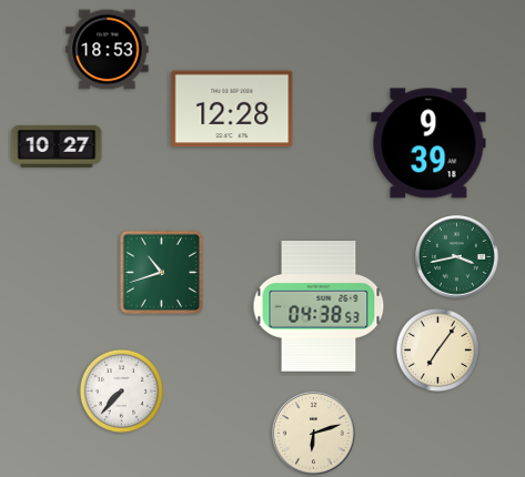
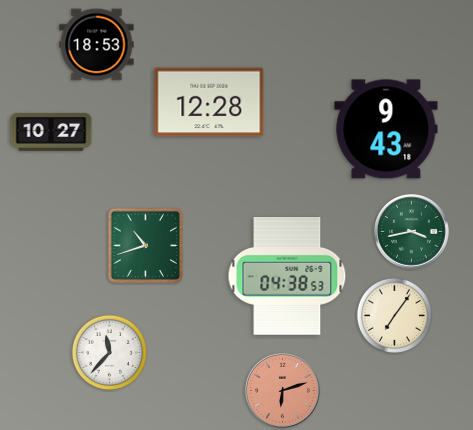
clock at (232, 109) position: (232, 109) -> (209, 102)
clock at (428, 143): 9:39 -> 9:43
clock at (121, 390): 7:37 -> 11:37
clock at (314, 434) dial: cream -> salmon
